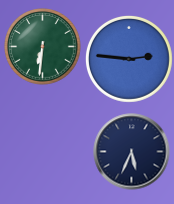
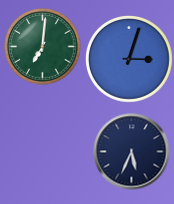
clock at (43, 47): 6:31 -> 7:01
clock at (129, 59): 2:46 -> 3:03
